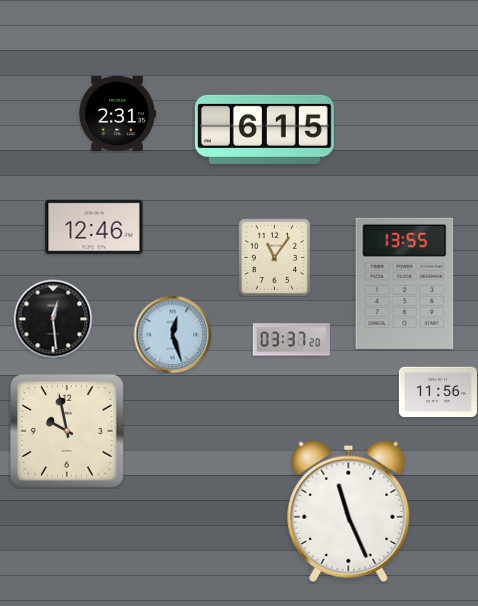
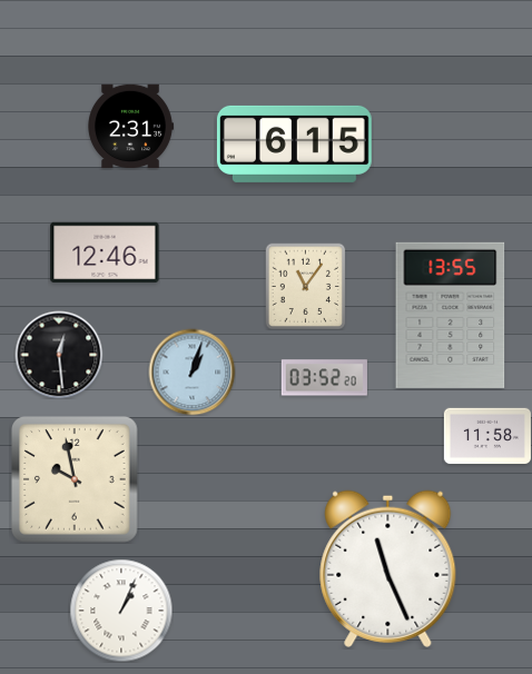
clock at (172, 334): 12:27 -> 1:03
clock at (291, 340): 03:37 -> 03:52
clock at (438, 392): 11:56 -> 11:58
clock at (121, 611): none -> 1:04
